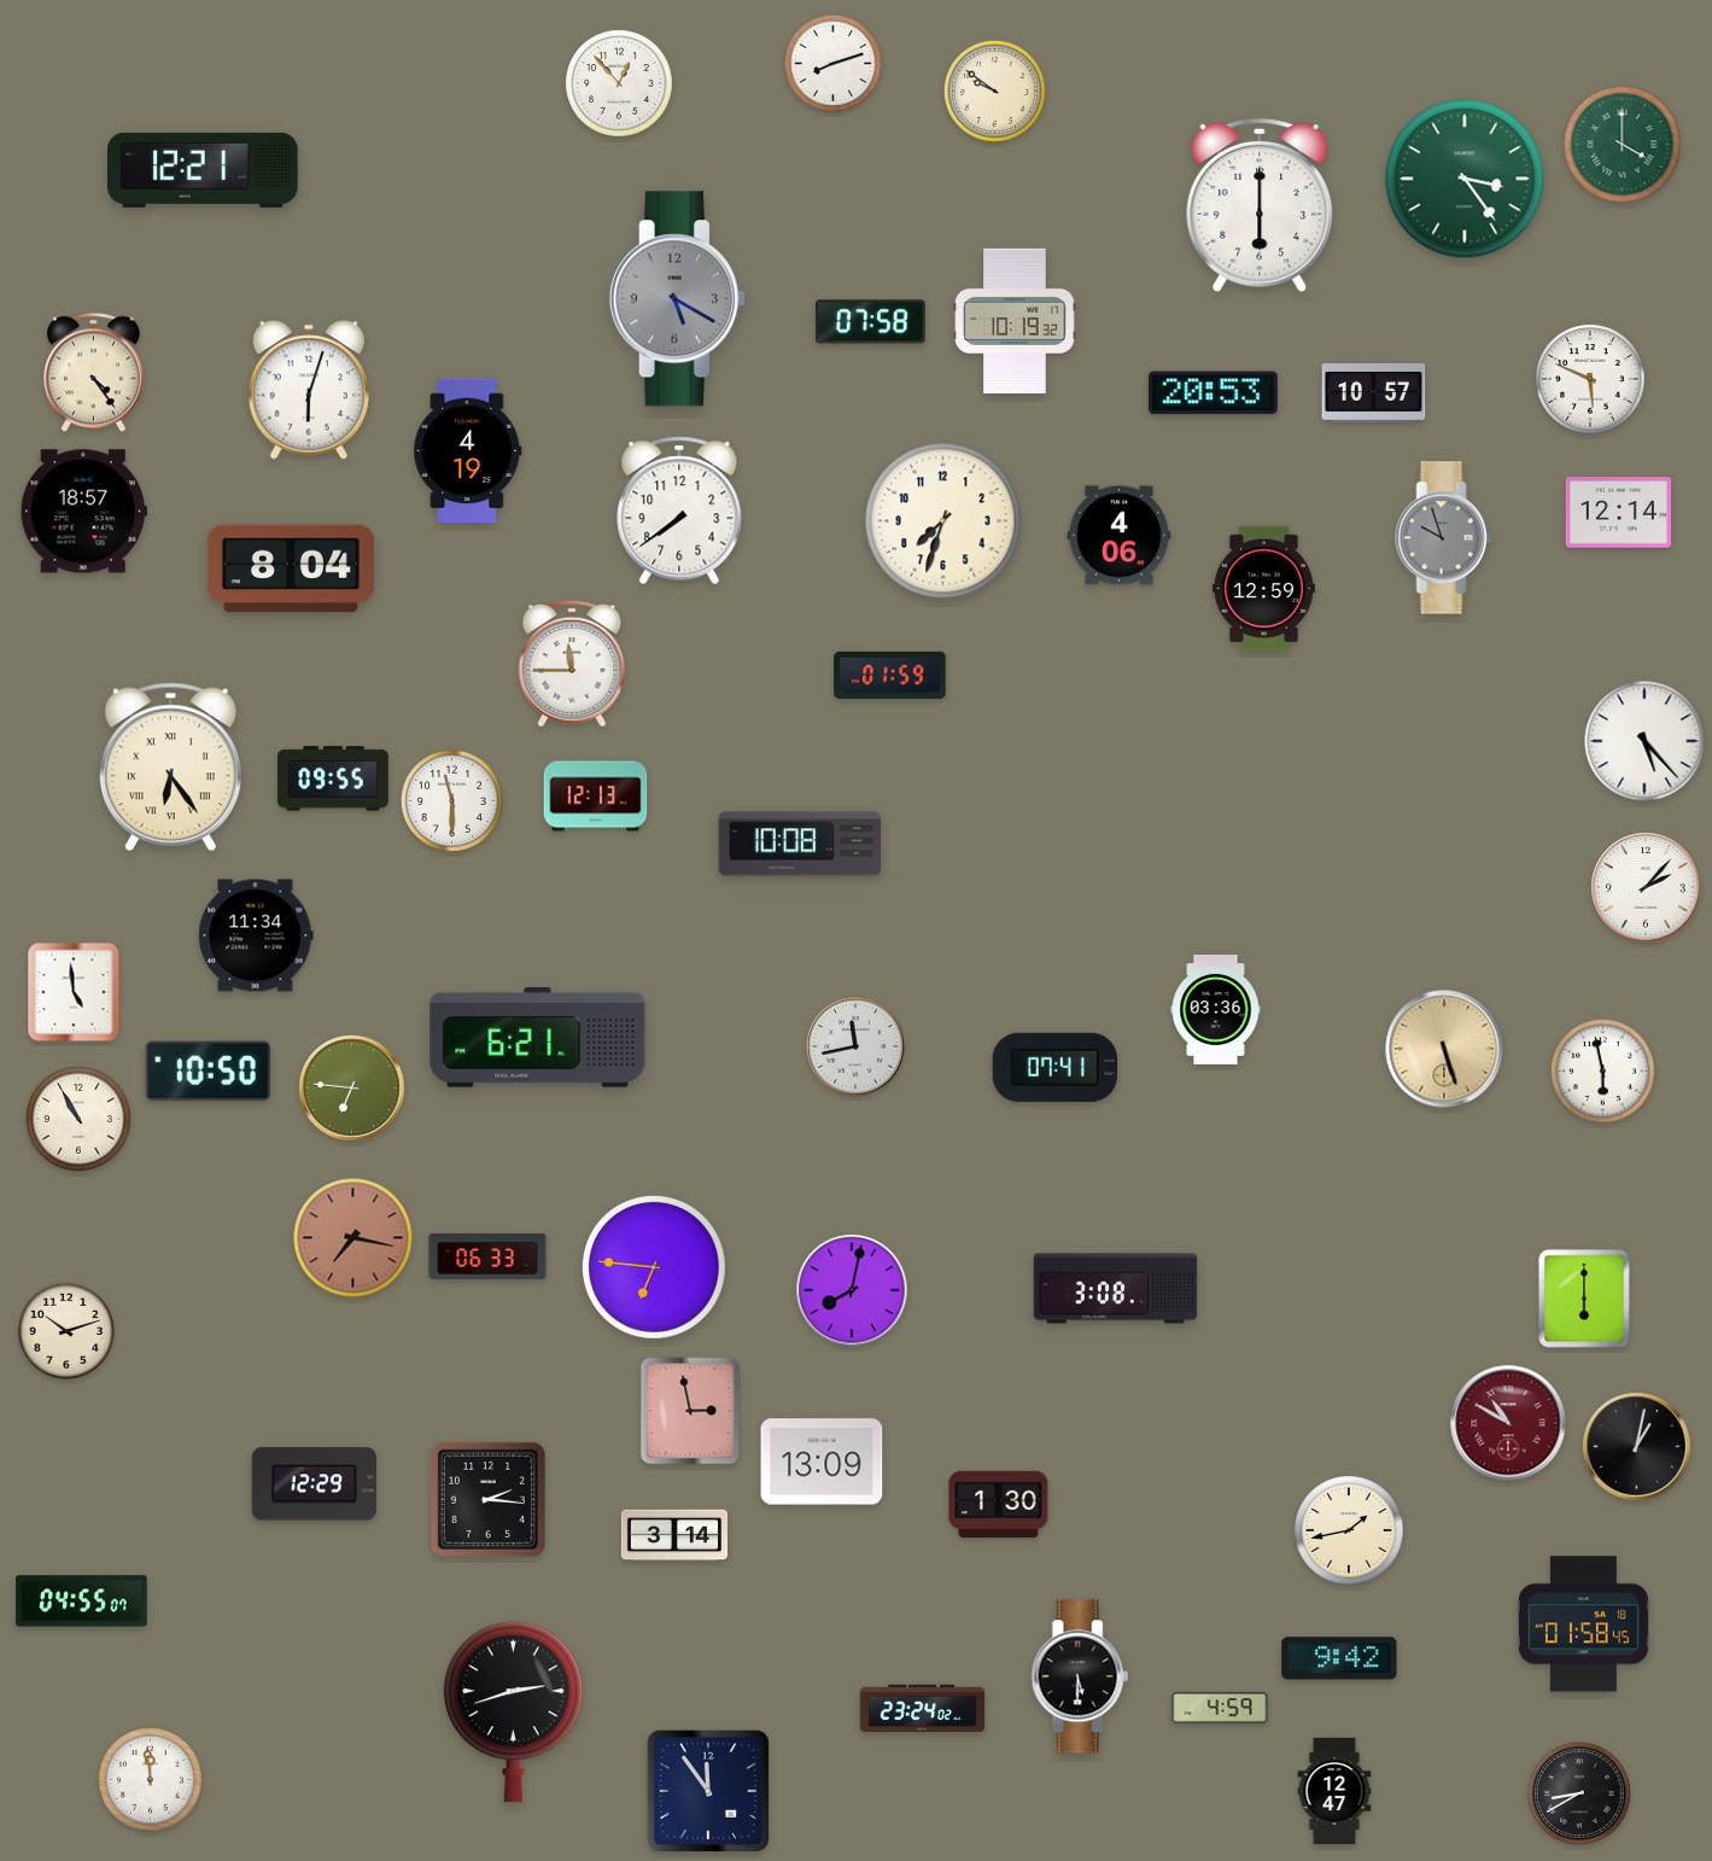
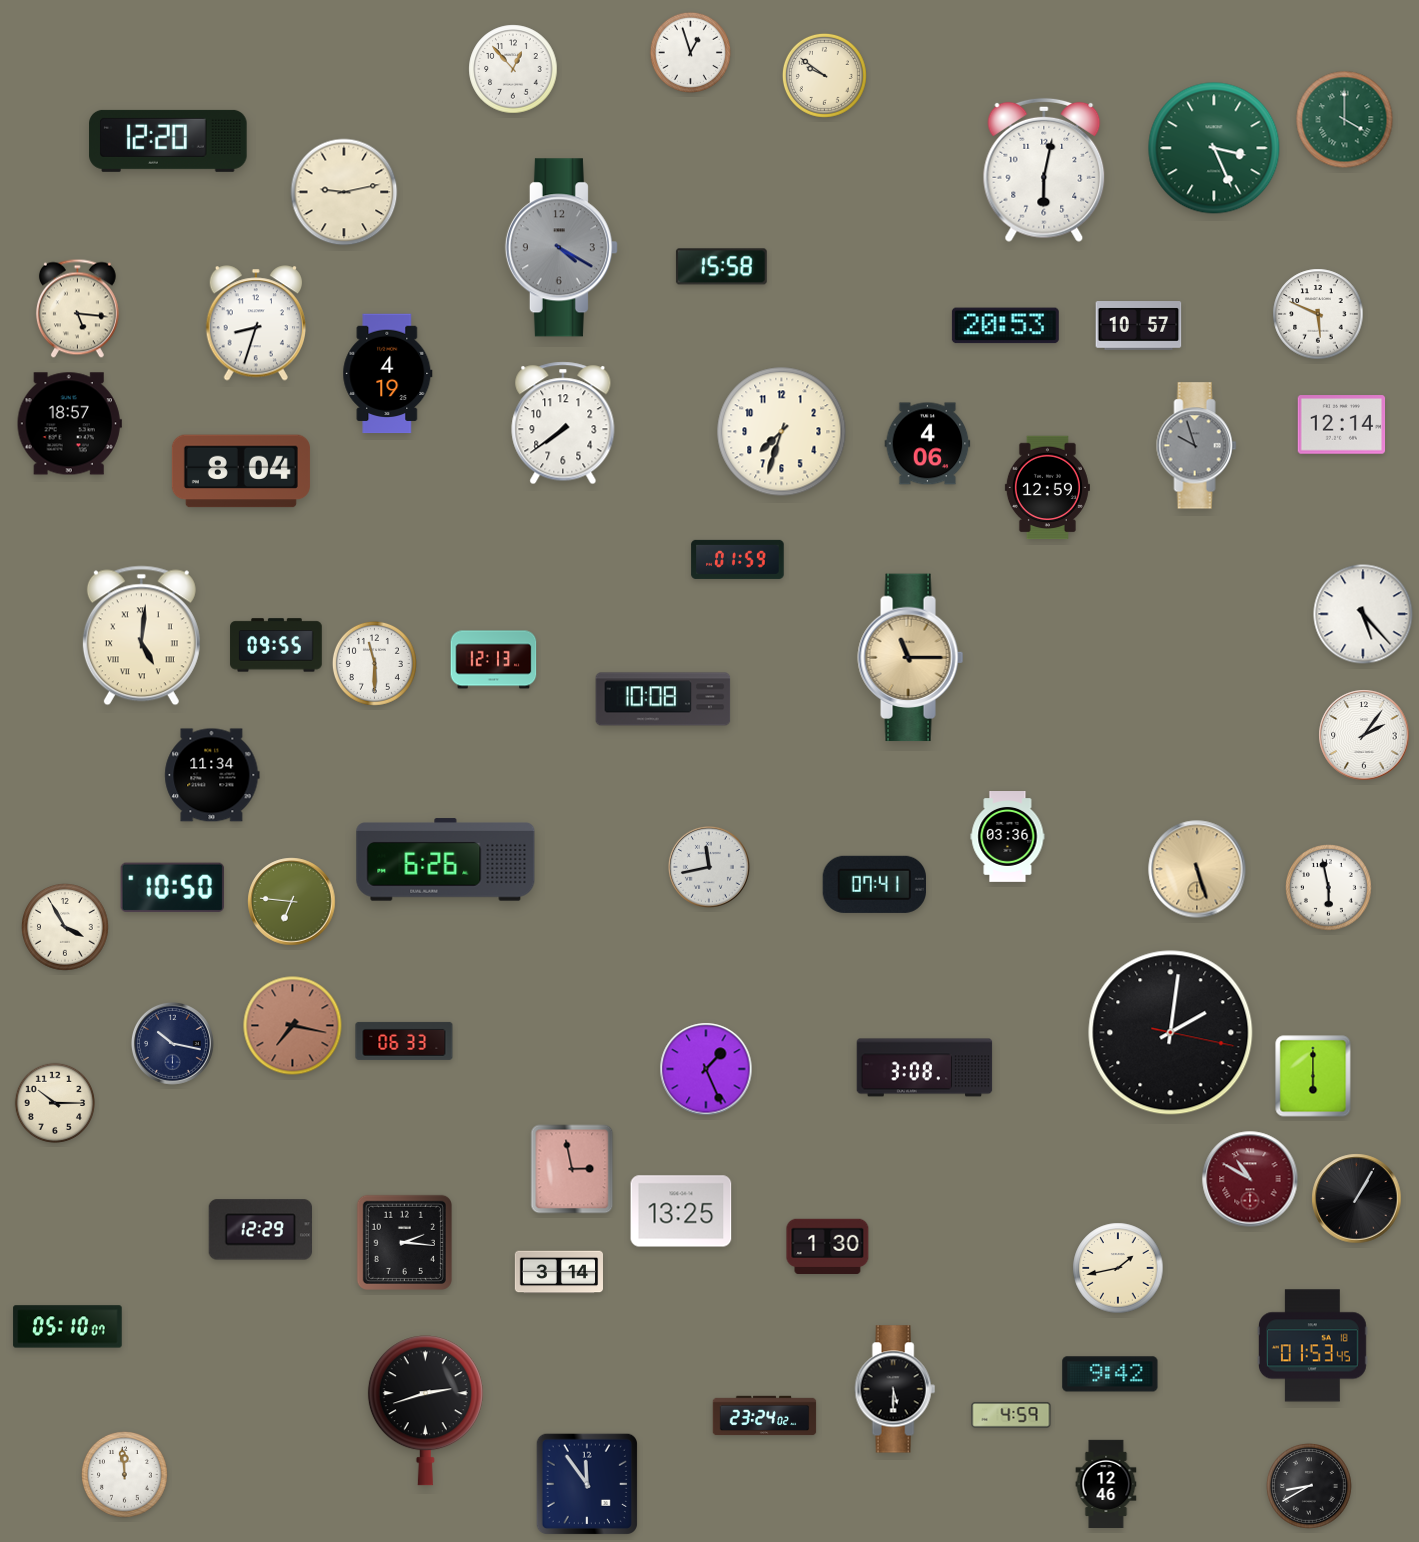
clock at (832, 63): 8:12 -> 12:57
clock at (203, 170): 12:21 -> 12:20
clock at (1465, 179): 3:24 -> 3:26
clock at (1260, 205): 6:00 -> 6:02
clock at (344, 192): none -> 9:13
clock at (677, 299): 5:20 -> 4:20
clock at (1015, 320): 10:19 -> none
clock at (870, 322): 07:58 -> 15:58
clock at (93, 373): 4:24 -> 5:16
clock at (308, 390): 6:03 -> 8:33
clock at (572, 664): 11:45 -> none
clock at (170, 768): 6:24 -> 5:01
clock at (911, 658): none -> 11:15
clock at (1646, 887): 2:07 -> 2:06
clock at (74, 992): 4:59 -> none
clock at (538, 1038): 6:21 -> 6:26
clock at (78, 1119): 10:55 -> 3:55
clock at (1171, 1033): none -> 2:01
clock at (172, 1043): none -> 10:17
clock at (654, 1267): 6:46 -> none
clock at (852, 1290): 8:02 -> 1:26
clock at (65, 1330): 10:12 -> 10:15
clock at (1637, 1447): 1:02 -> 1:05
clock at (822, 1462): 13:09 -> 13:25
clock at (82, 1602): 04:55 -> 05:10
clock at (1583, 1624): 01:58 -> 01:53
clock at (513, 1713) position: (513, 1713) -> (425, 1411)
clock at (1334, 1790): 12:47 -> 12:46
